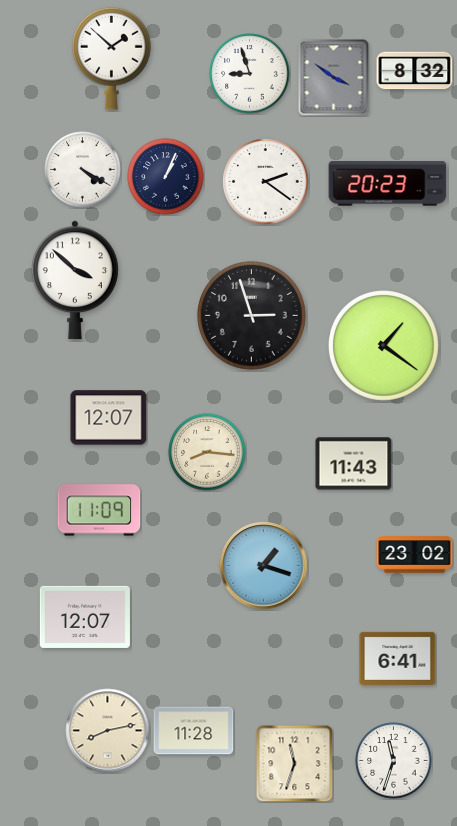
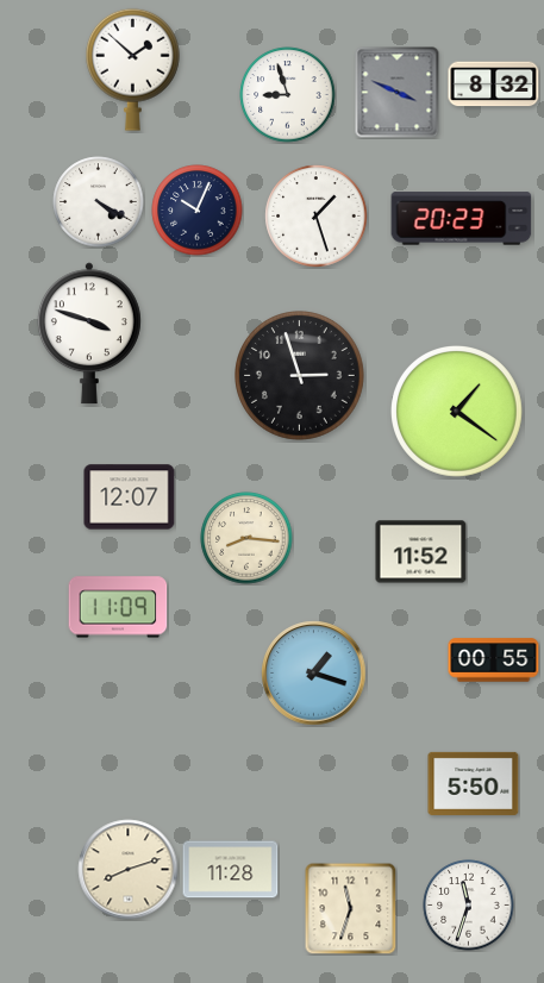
clock at (250, 74) position: (250, 74) -> (288, 95)
clock at (334, 78): 3:51 -> 3:49
clock at (166, 177): 1:04 -> 10:04
clock at (266, 182): 2:21 -> 1:27
clock at (75, 280): 3:52 -> 3:48
clock at (354, 464): 11:43 -> 11:52
clock at (415, 555): 23:02 -> 00:55
clock at (85, 617): 12:07 -> none
clock at (398, 658): 6:41 -> 5:50
clock at (108, 731): 8:13 -> 8:12
